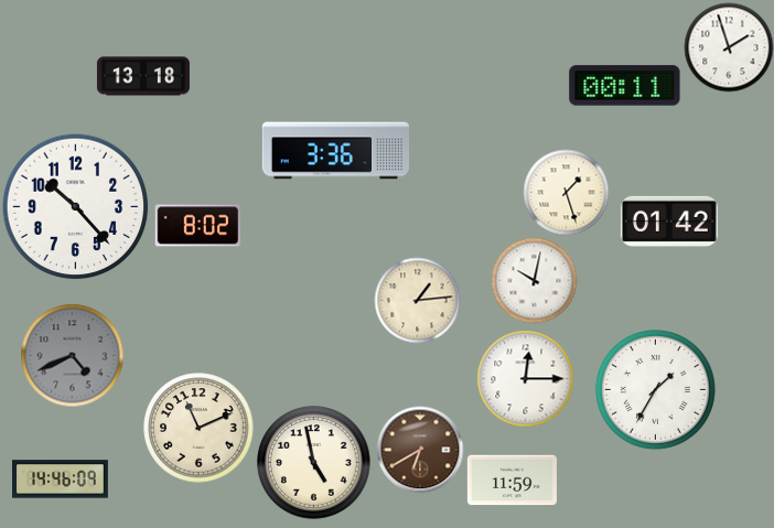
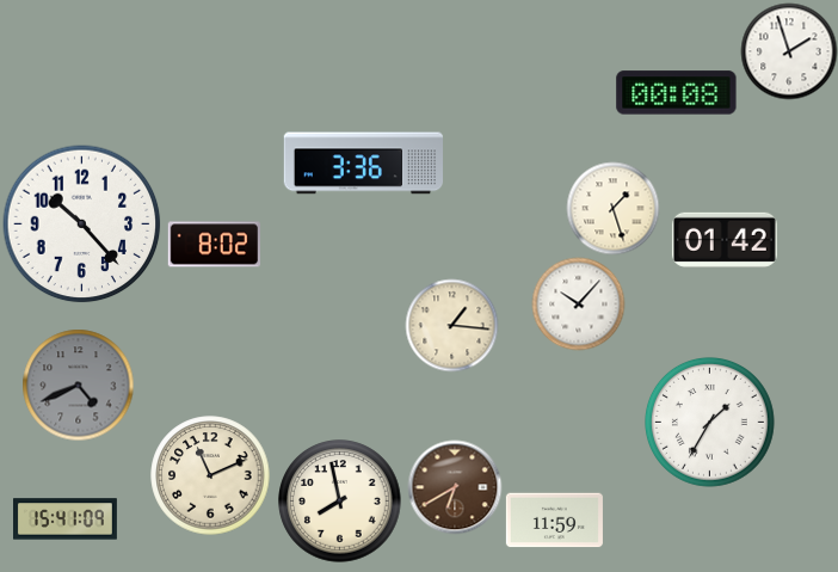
clock at (143, 76): 13:18 -> none
clock at (625, 86): 00:11 -> 00:08
clock at (534, 280): 10:02 -> 10:07
clock at (417, 300): 1:14 -> 1:16
clock at (525, 378): 12:15 -> none
clock at (198, 428) position: (198, 428) -> (210, 475)
clock at (314, 463): 4:58 -> 7:58
clock at (61, 479): 14:46 -> 15:41
